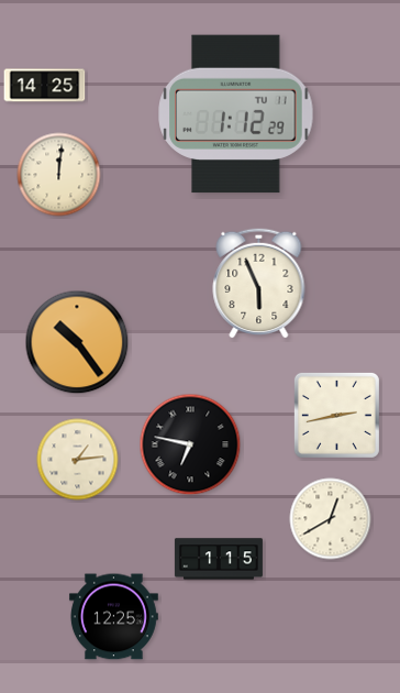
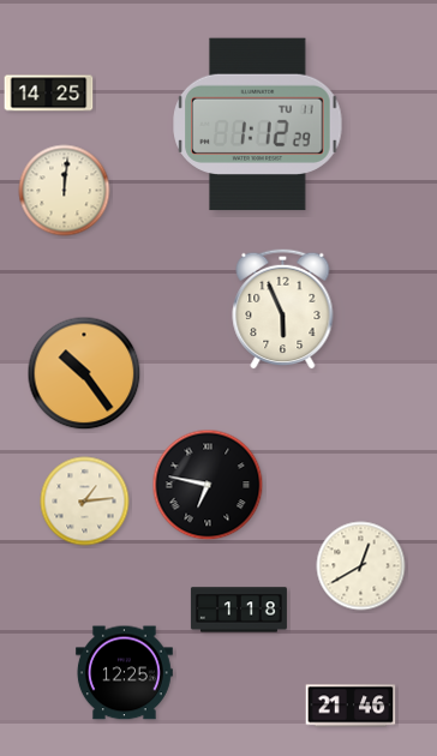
clock at (336, 415): 2:43 -> none
clock at (219, 559): 1:15 -> 1:18
clock at (351, 706): none -> 21:46
